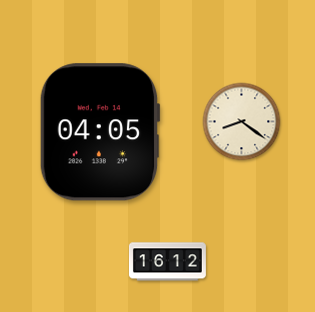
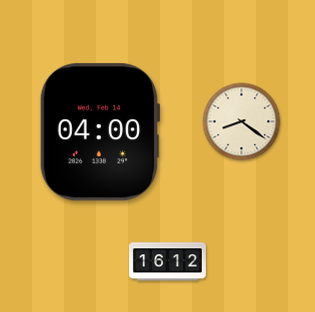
clock at (100, 132): 04:05 -> 04:00
